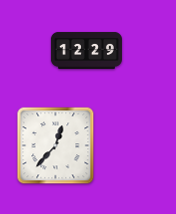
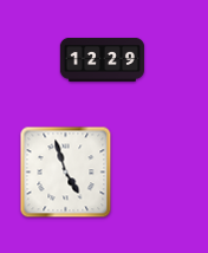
clock at (56, 146): 12:37 -> 4:57
